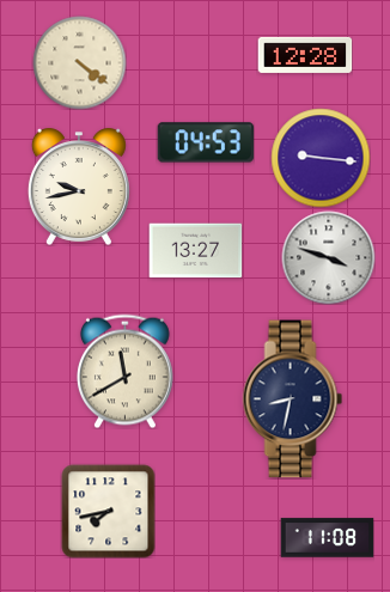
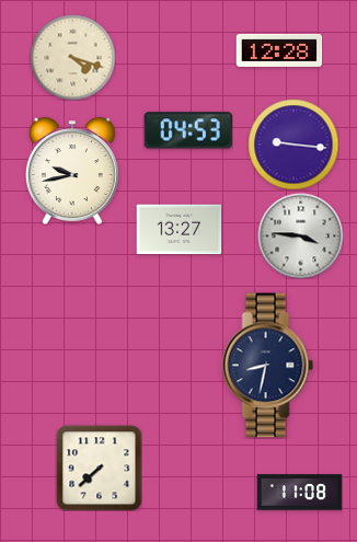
clock at (79, 62): 4:21 -> 4:18
clock at (328, 257): 3:48 -> 3:46
clock at (124, 371): 11:40 -> none
clock at (108, 511): 7:43 -> 7:38
